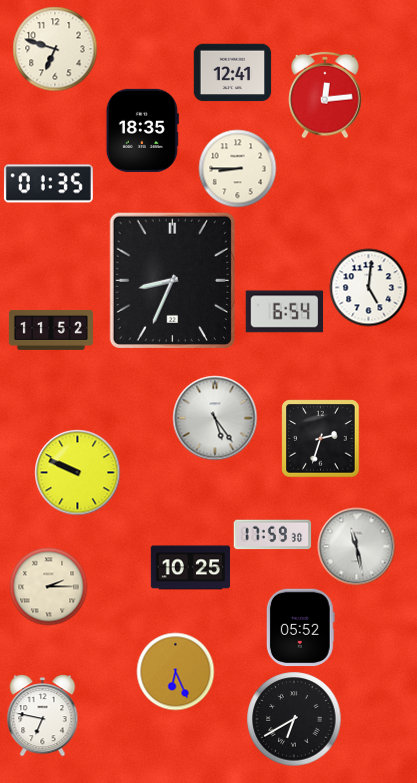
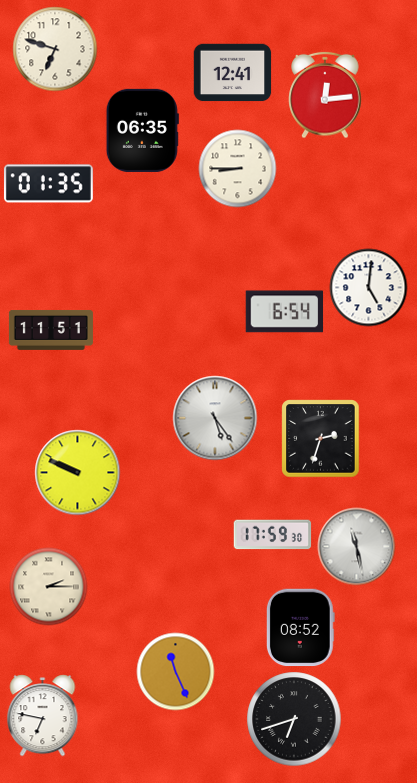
clock at (142, 130): 18:35 -> 06:35
clock at (172, 280): 8:34 -> none
clock at (51, 330): 11:52 -> 11:51
clock at (190, 568): 10:25 -> none
clock at (300, 627): 05:52 -> 08:52
clock at (175, 671): 6:26 -> 11:26
clock at (294, 719): 6:40 -> 6:42
